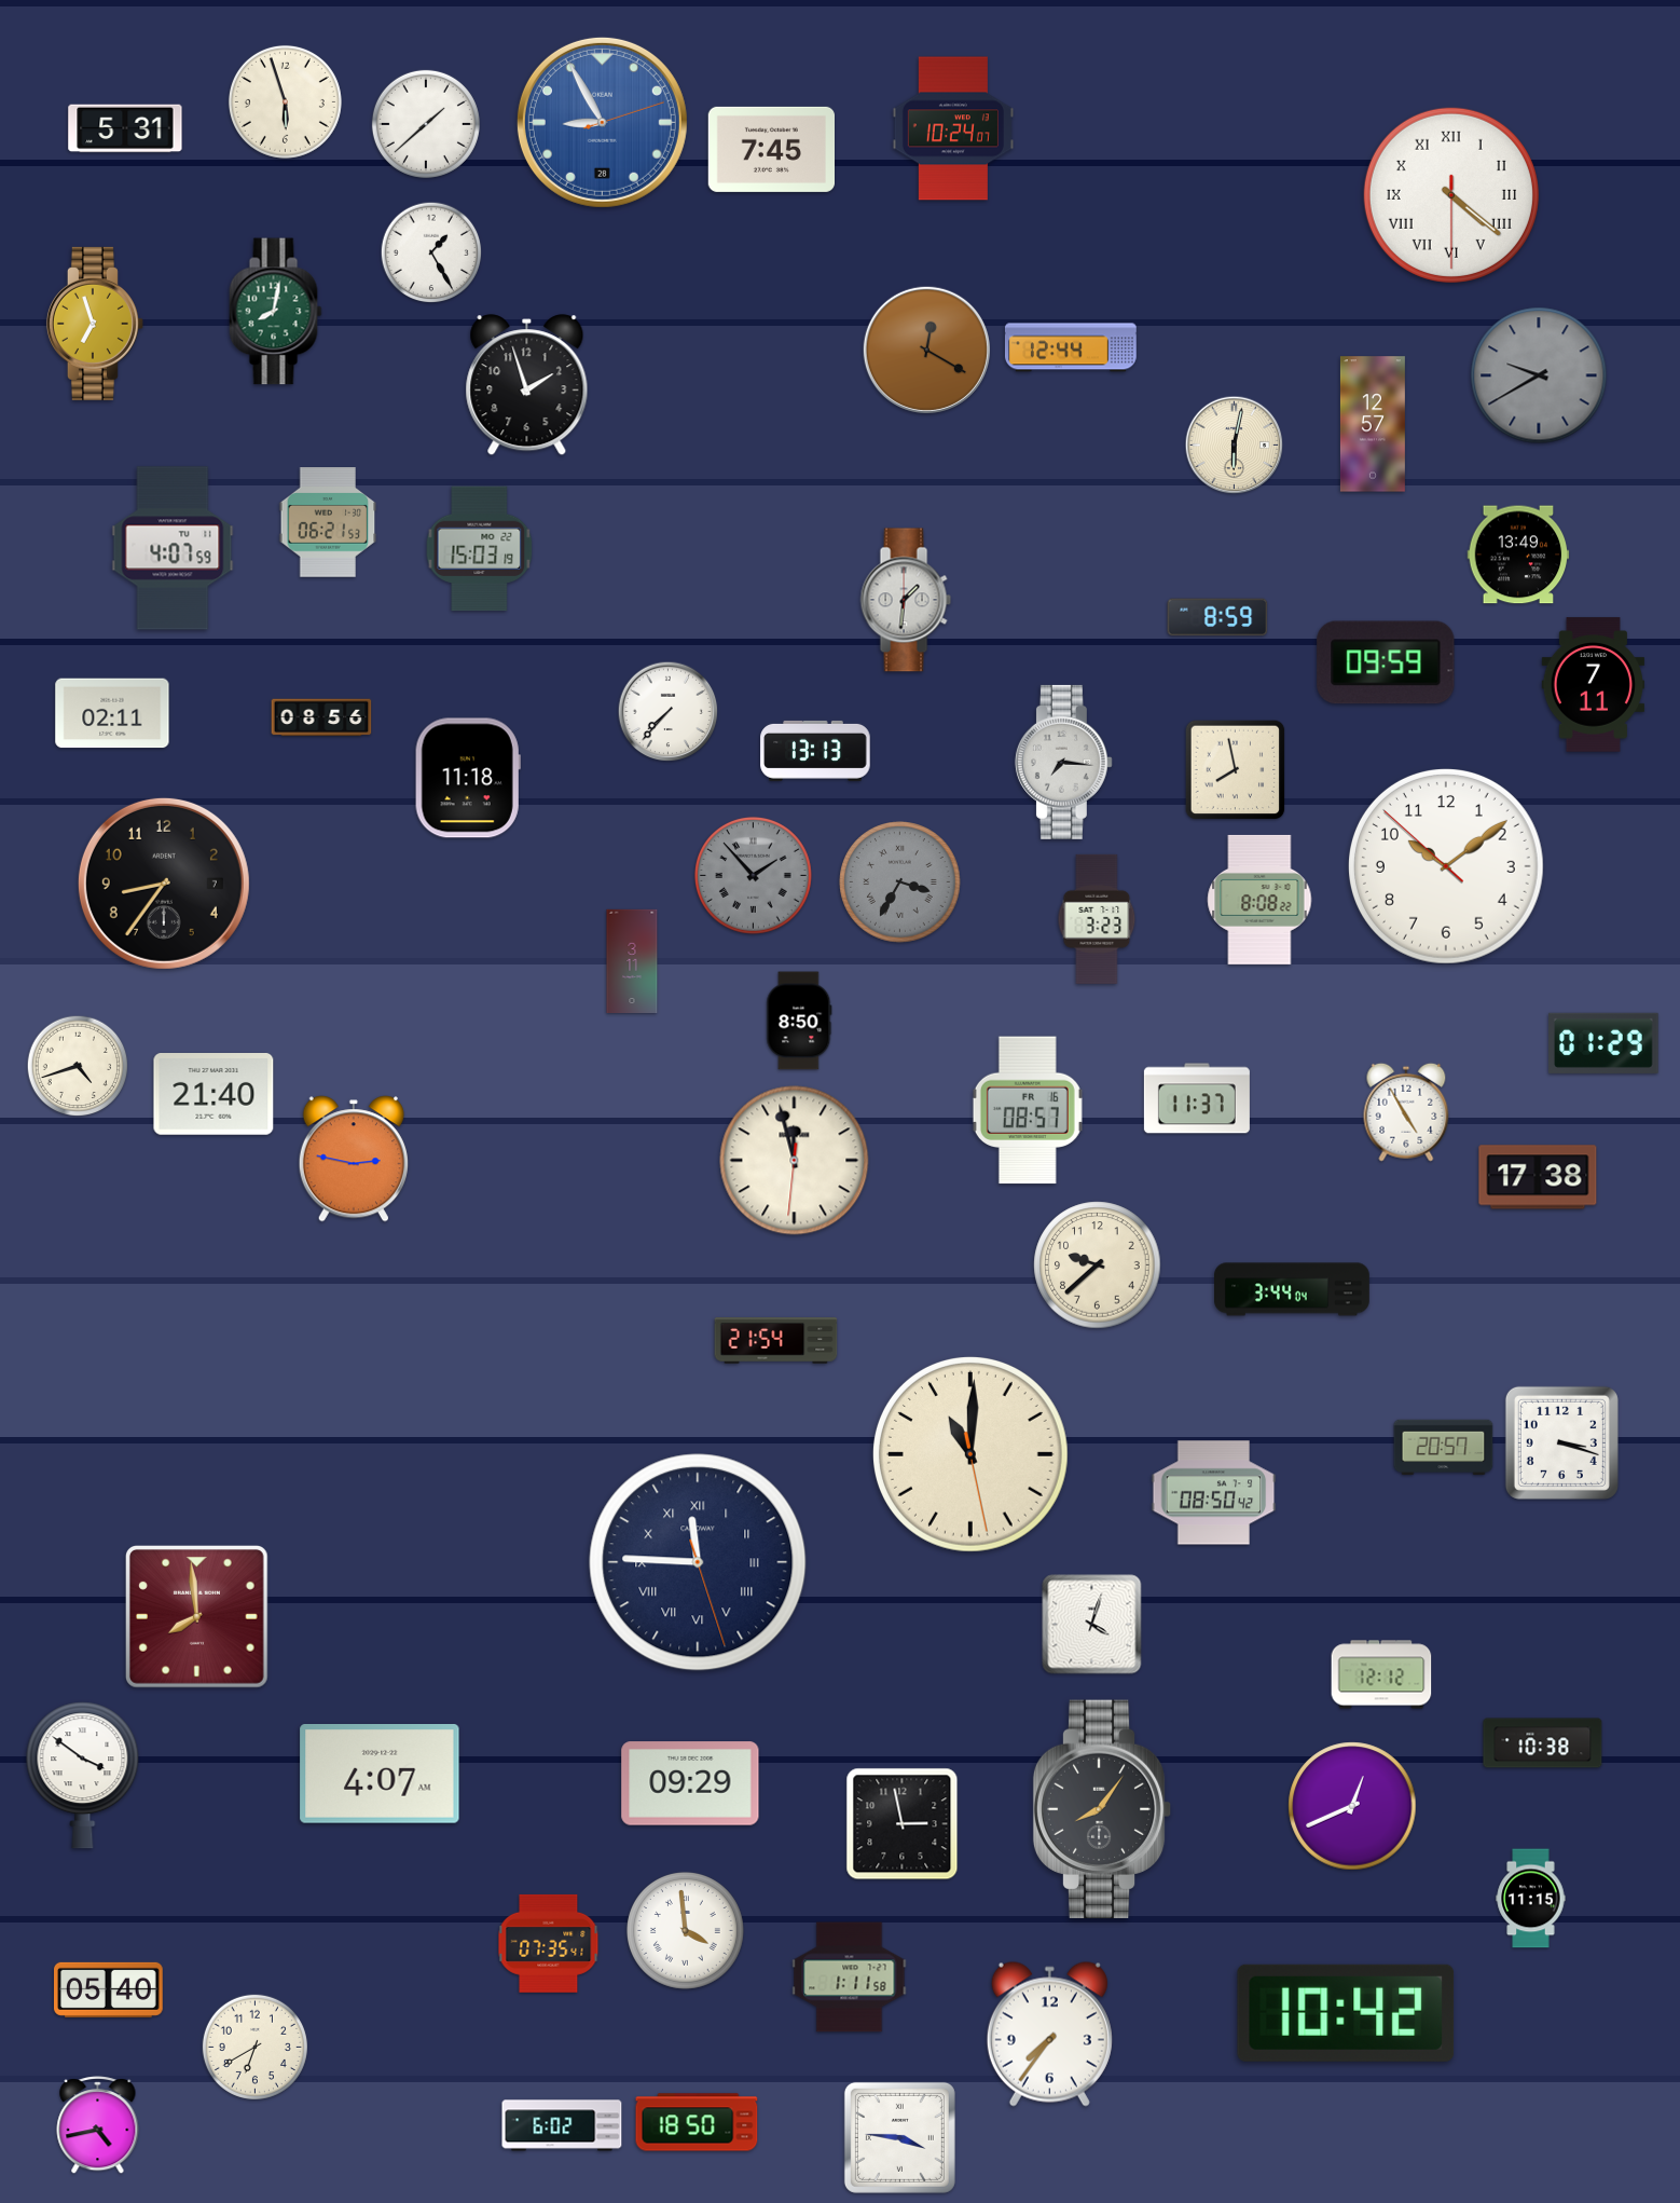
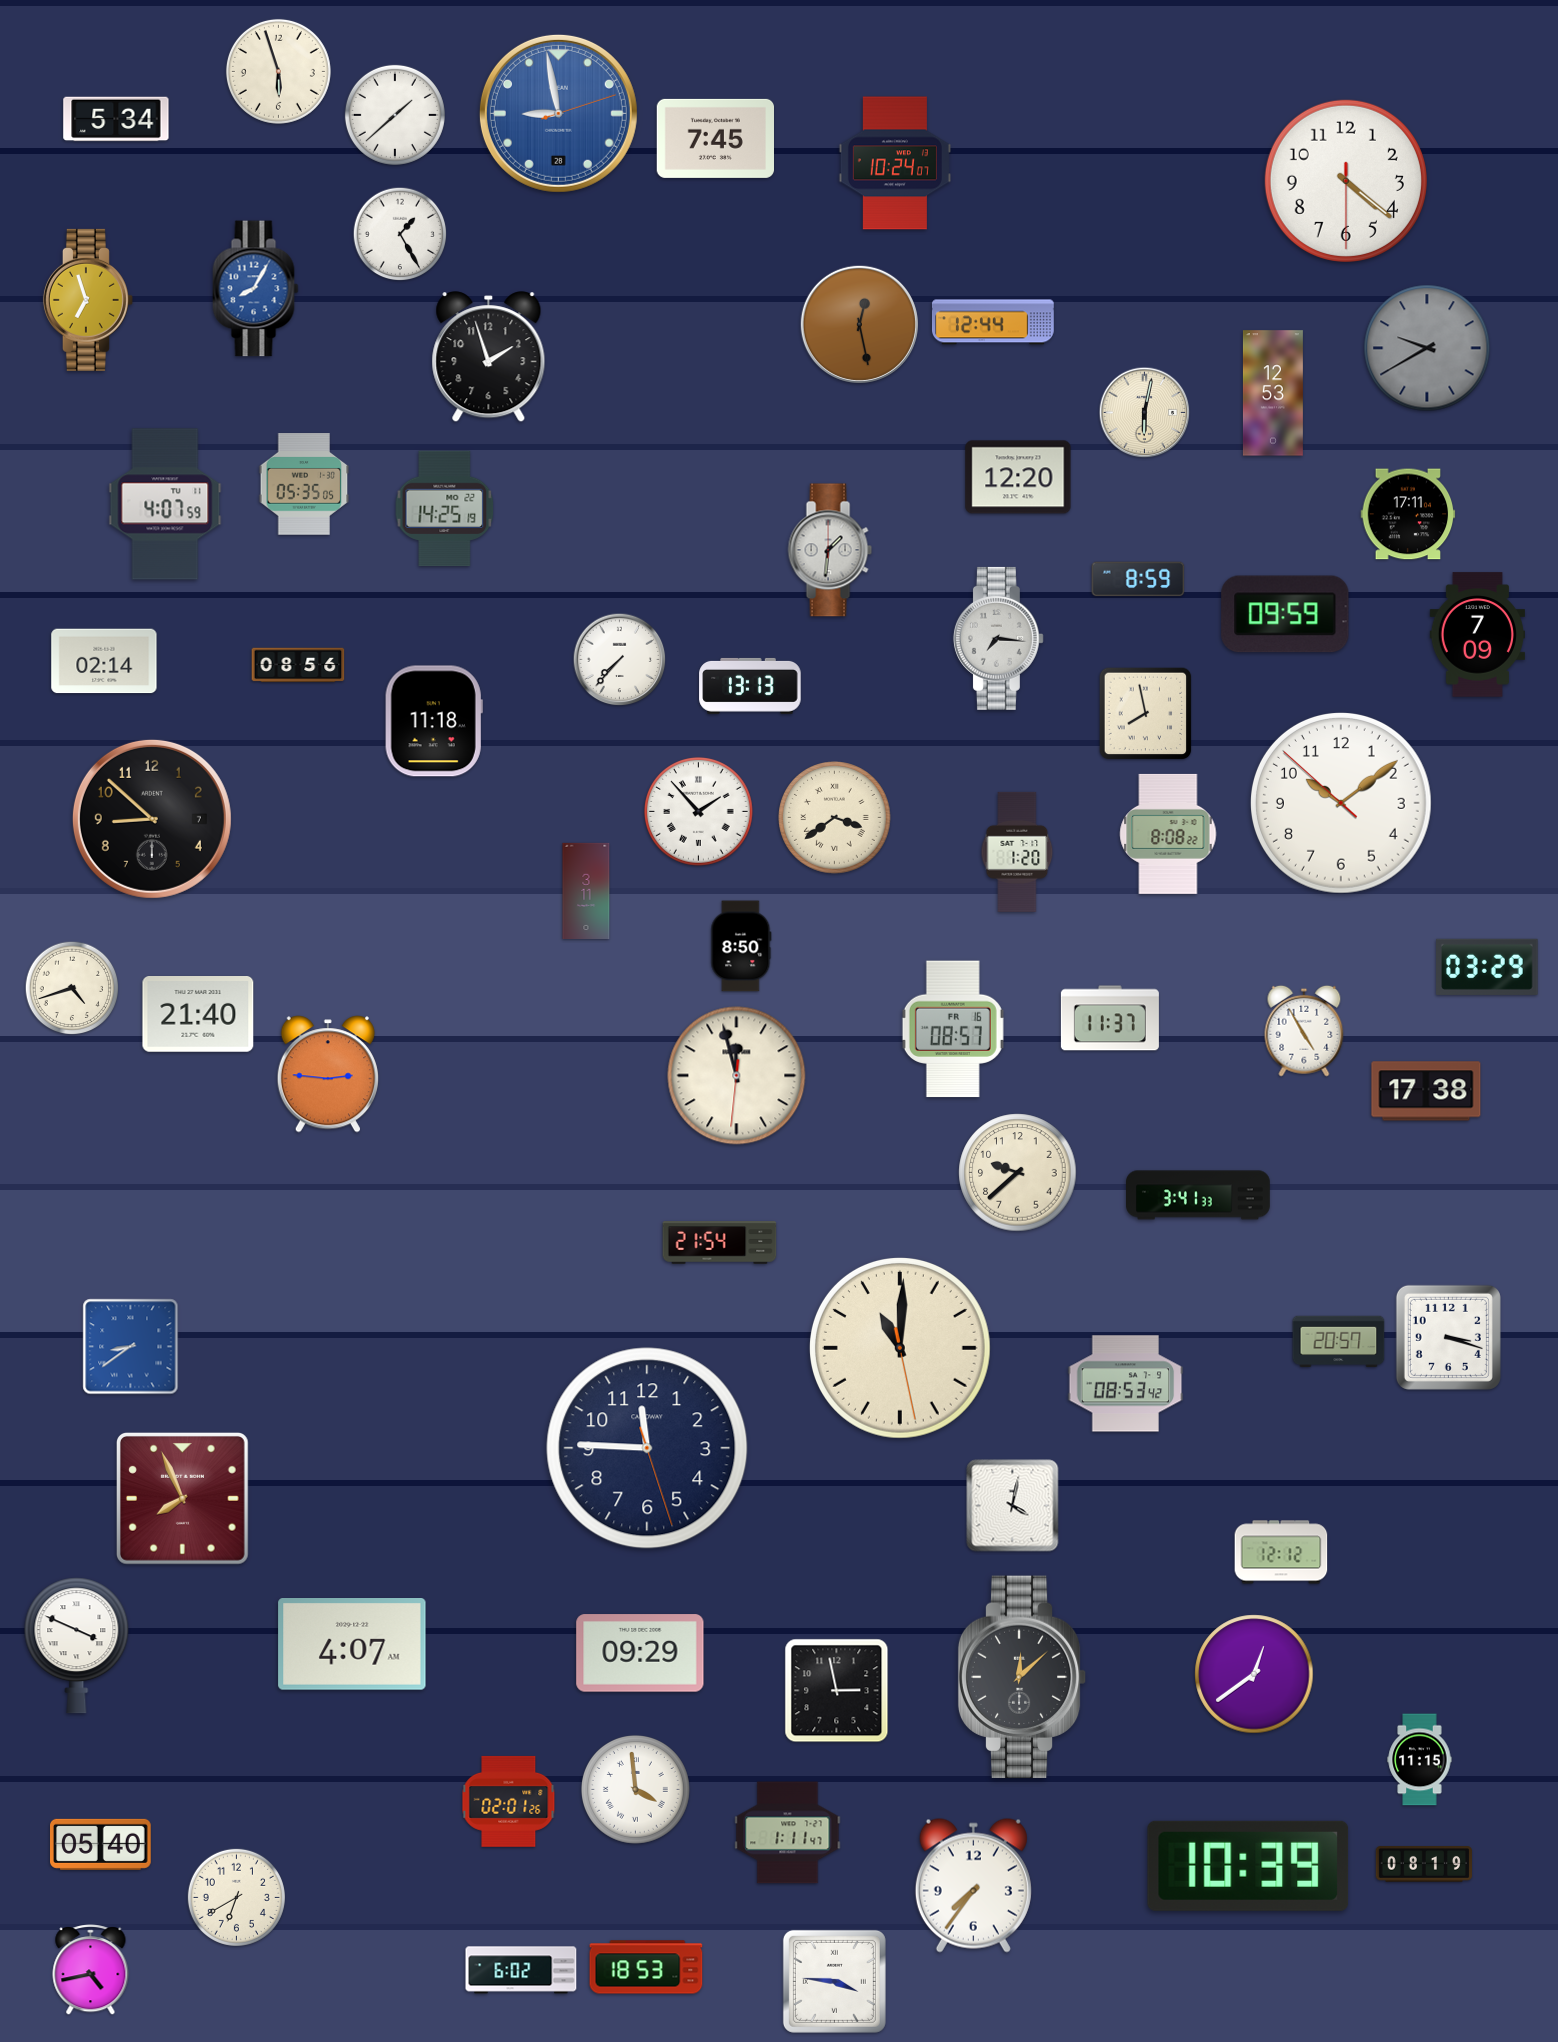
clock at (285, 101) position: (285, 101) -> (278, 71)
clock at (602, 122): 8:55 -> 8:58
clock at (125, 128): 5:31 -> 5:34
clock at (953, 128) position: (953, 128) -> (895, 163)
clock at (1451, 195) numerals: Roman -> Arabic
clock at (276, 312): 8:02 -> 8:05
clock at (276, 312) dial: green -> blue
clock at (926, 350): 12:20 -> 12:28
clock at (1373, 424): 12:57 -> 12:53
clock at (1018, 477): none -> 12:20
clock at (328, 522): 06:21 -> 05:35
clock at (173, 548) position: (173, 548) -> (165, 504)
clock at (480, 549): 15:03 -> 14:25
clock at (1518, 555): 13:49 -> 17:11
clock at (906, 600) position: (906, 600) -> (830, 550)
clock at (1217, 617) position: (1217, 617) -> (1138, 579)
clock at (1593, 685): 7:11 -> 7:09
clock at (112, 713): 02:11 -> 02:14
clock at (815, 751) position: (815, 751) -> (750, 686)
clock at (1063, 762) position: (1063, 762) -> (998, 638)
clock at (753, 875) dial: grey -> white
clock at (900, 882): 3:35 -> 3:39
clock at (900, 882) dial: grey -> cream
clock at (164, 884): 8:36 -> 8:52
clock at (1097, 919): 3:23 -> 1:20
clock at (1603, 1043): 01:29 -> 03:29
clock at (354, 1159): 2:47 -> 2:46
clock at (1293, 1289): 3:44 -> 3:41
clock at (131, 1347): none -> 8:39
clock at (1214, 1493): 08:50 -> 08:53
clock at (698, 1562) numerals: Roman -> Arabic
clock at (197, 1617): 7:59 -> 7:56
clock at (1092, 1625): 4:03 -> 4:02
clock at (1543, 1743): 10:38 -> none
clock at (83, 1776): 3:51 -> 3:49
clock at (1352, 1806): 12:41 -> 12:39
clock at (1102, 1808): 8:06 -> 12:08
clock at (549, 1943): 07:35 -> 02:01
clock at (850, 1978): 1:11:58 -> 1:11:47
clock at (1424, 1864): none -> 08:19
clock at (1346, 2013): 10:42 -> 10:39
clock at (697, 2122): 18:50 -> 18:53
